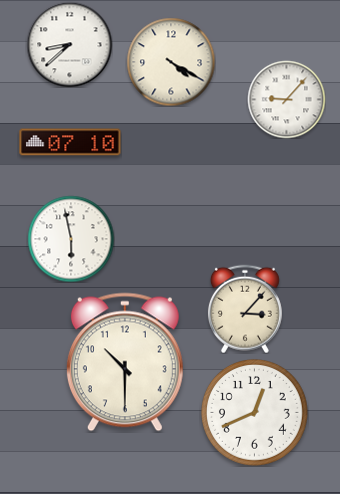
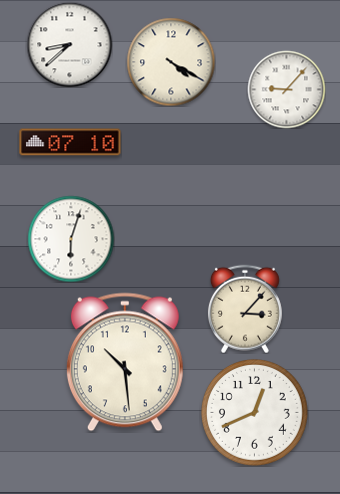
clock at (286, 99) position: (286, 99) -> (286, 89)
clock at (71, 239): 5:58 -> 6:03
clock at (125, 362): 10:30 -> 10:29
